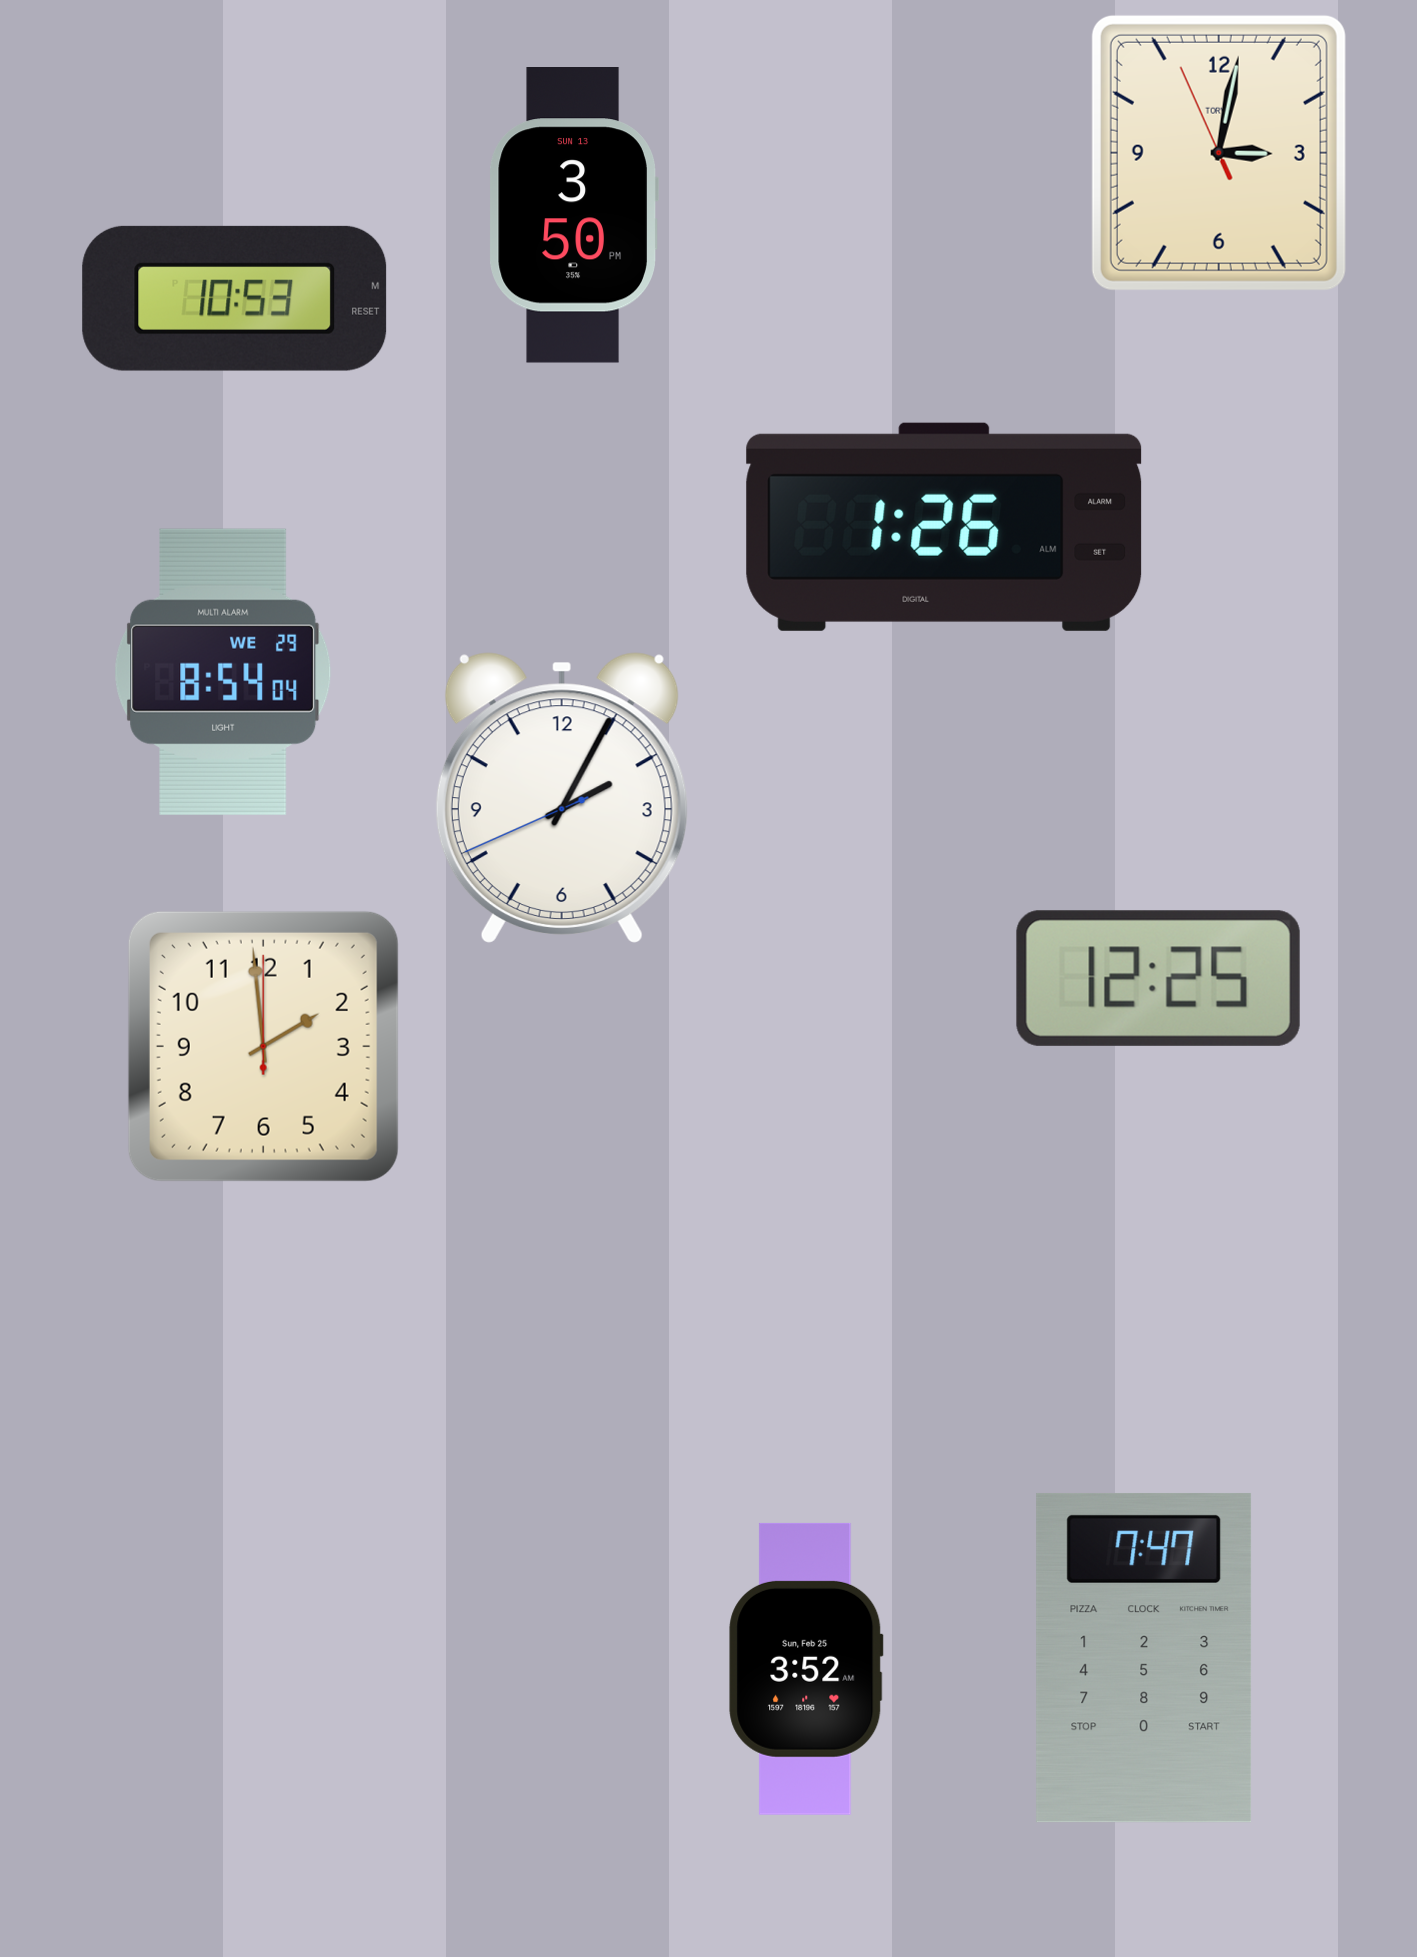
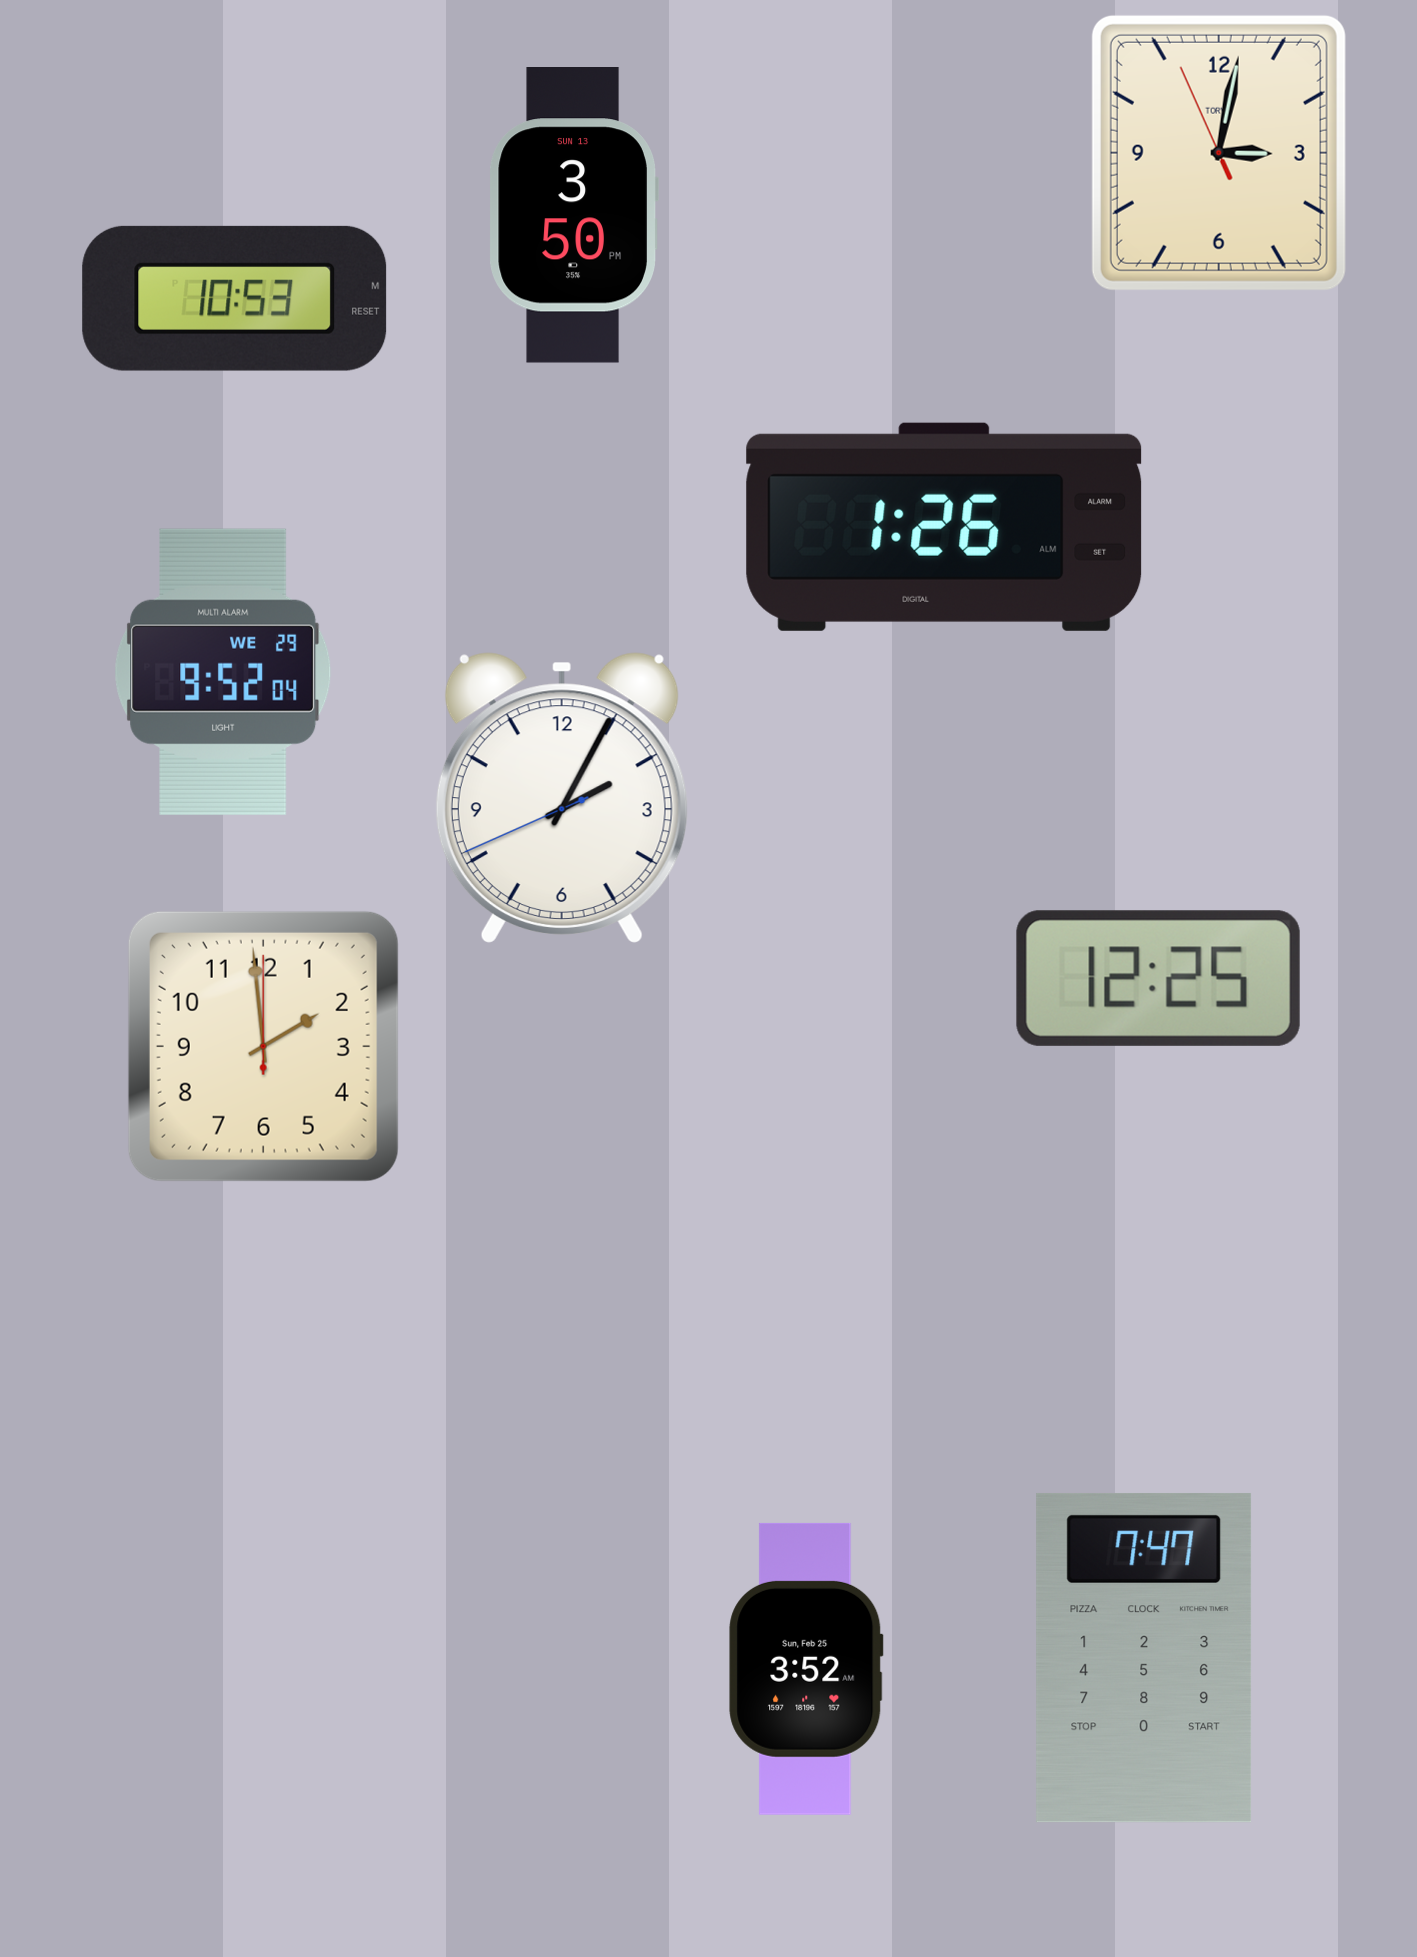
clock at (223, 672): 8:54 -> 9:52
